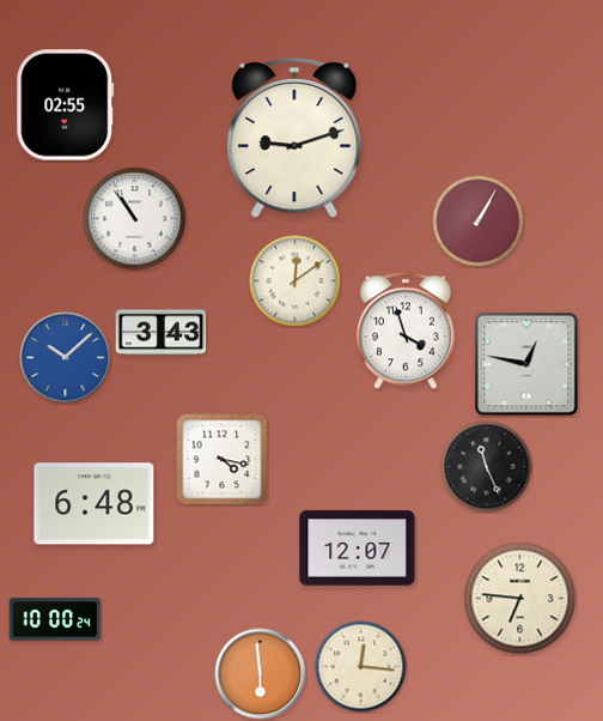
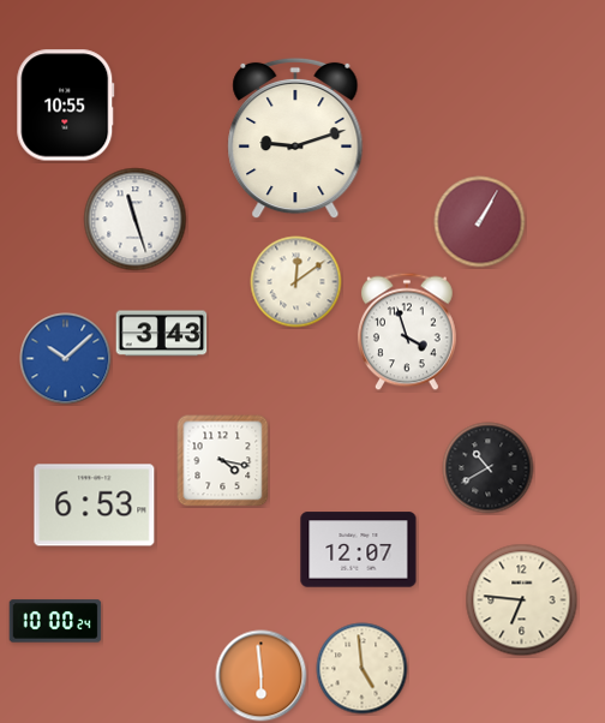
clock at (66, 105): 02:55 -> 10:55
clock at (135, 219): 10:54 -> 11:27
clock at (526, 364): 12:47 -> none
clock at (487, 467): 11:26 -> 10:40
clock at (95, 504): 6:48 -> 6:53
clock at (361, 667): 12:16 -> 4:59
